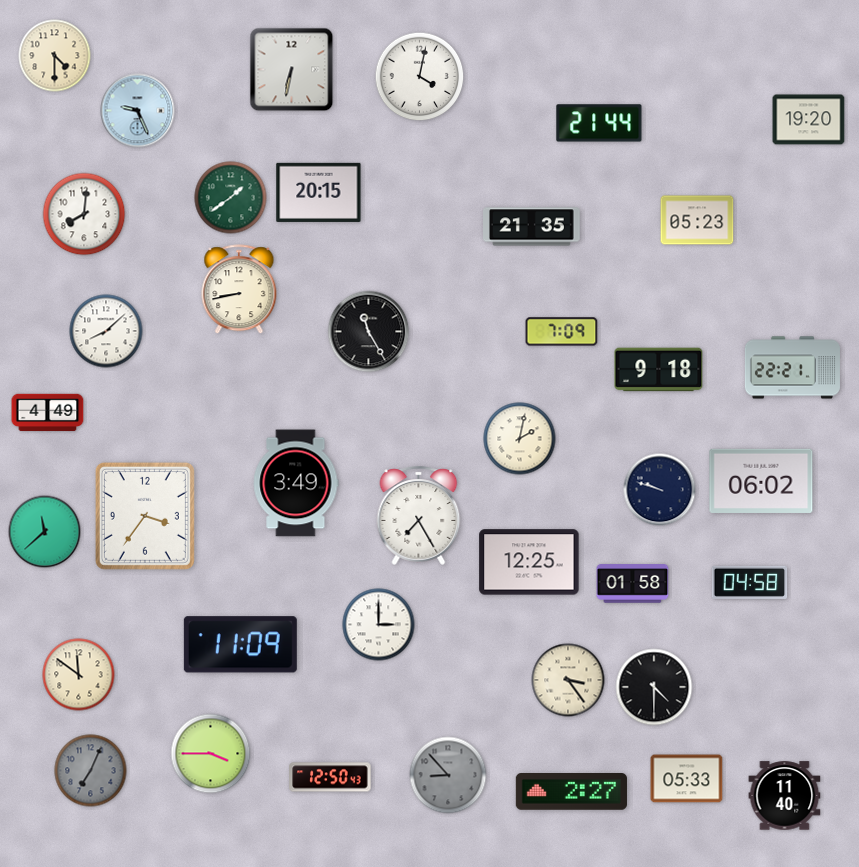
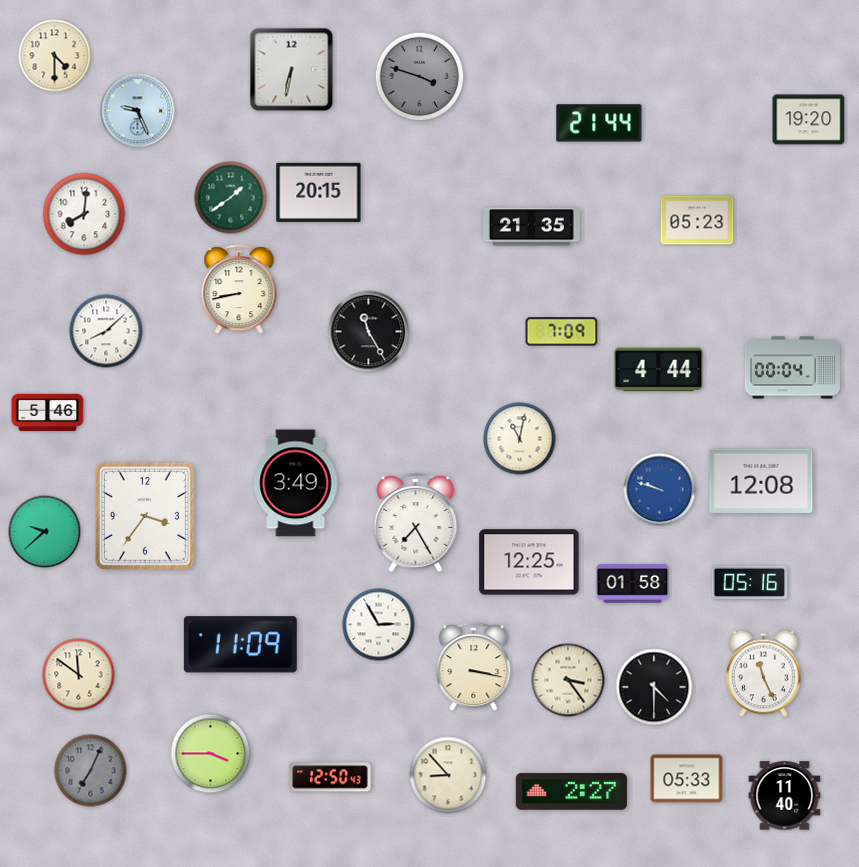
clock at (420, 77): 4:02 -> 3:48
clock at (420, 77) dial: white -> grey
clock at (792, 368): 22:21 -> 00:04
clock at (659, 370): 9:18 -> 4:44
clock at (48, 413): 4:49 -> 5:46
clock at (520, 439): 2:02 -> 11:02
clock at (761, 481): 06:02 -> 12:08
clock at (660, 490) dial: navy -> blue
clock at (419, 515) position: (419, 515) -> (416, 522)
clock at (45, 532): 11:38 -> 9:38
clock at (750, 582): 04:58 -> 05:16
clock at (379, 625): 3:00 -> 2:55
clock at (474, 667): none -> 3:17
clock at (764, 674): none -> 11:26
clock at (448, 775) dial: grey -> cream
